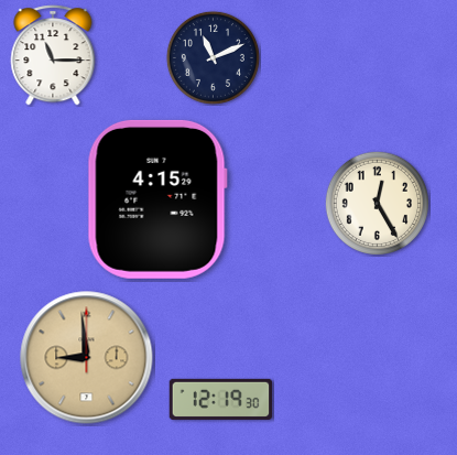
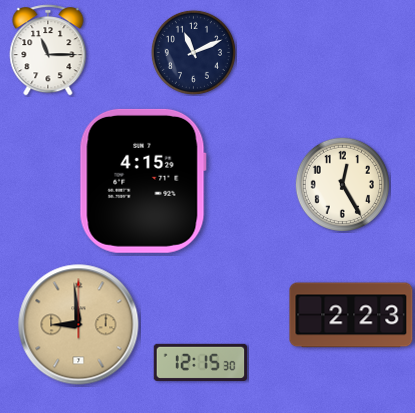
clock at (351, 315): none -> 2:23
clock at (221, 399): 12:19 -> 12:15
